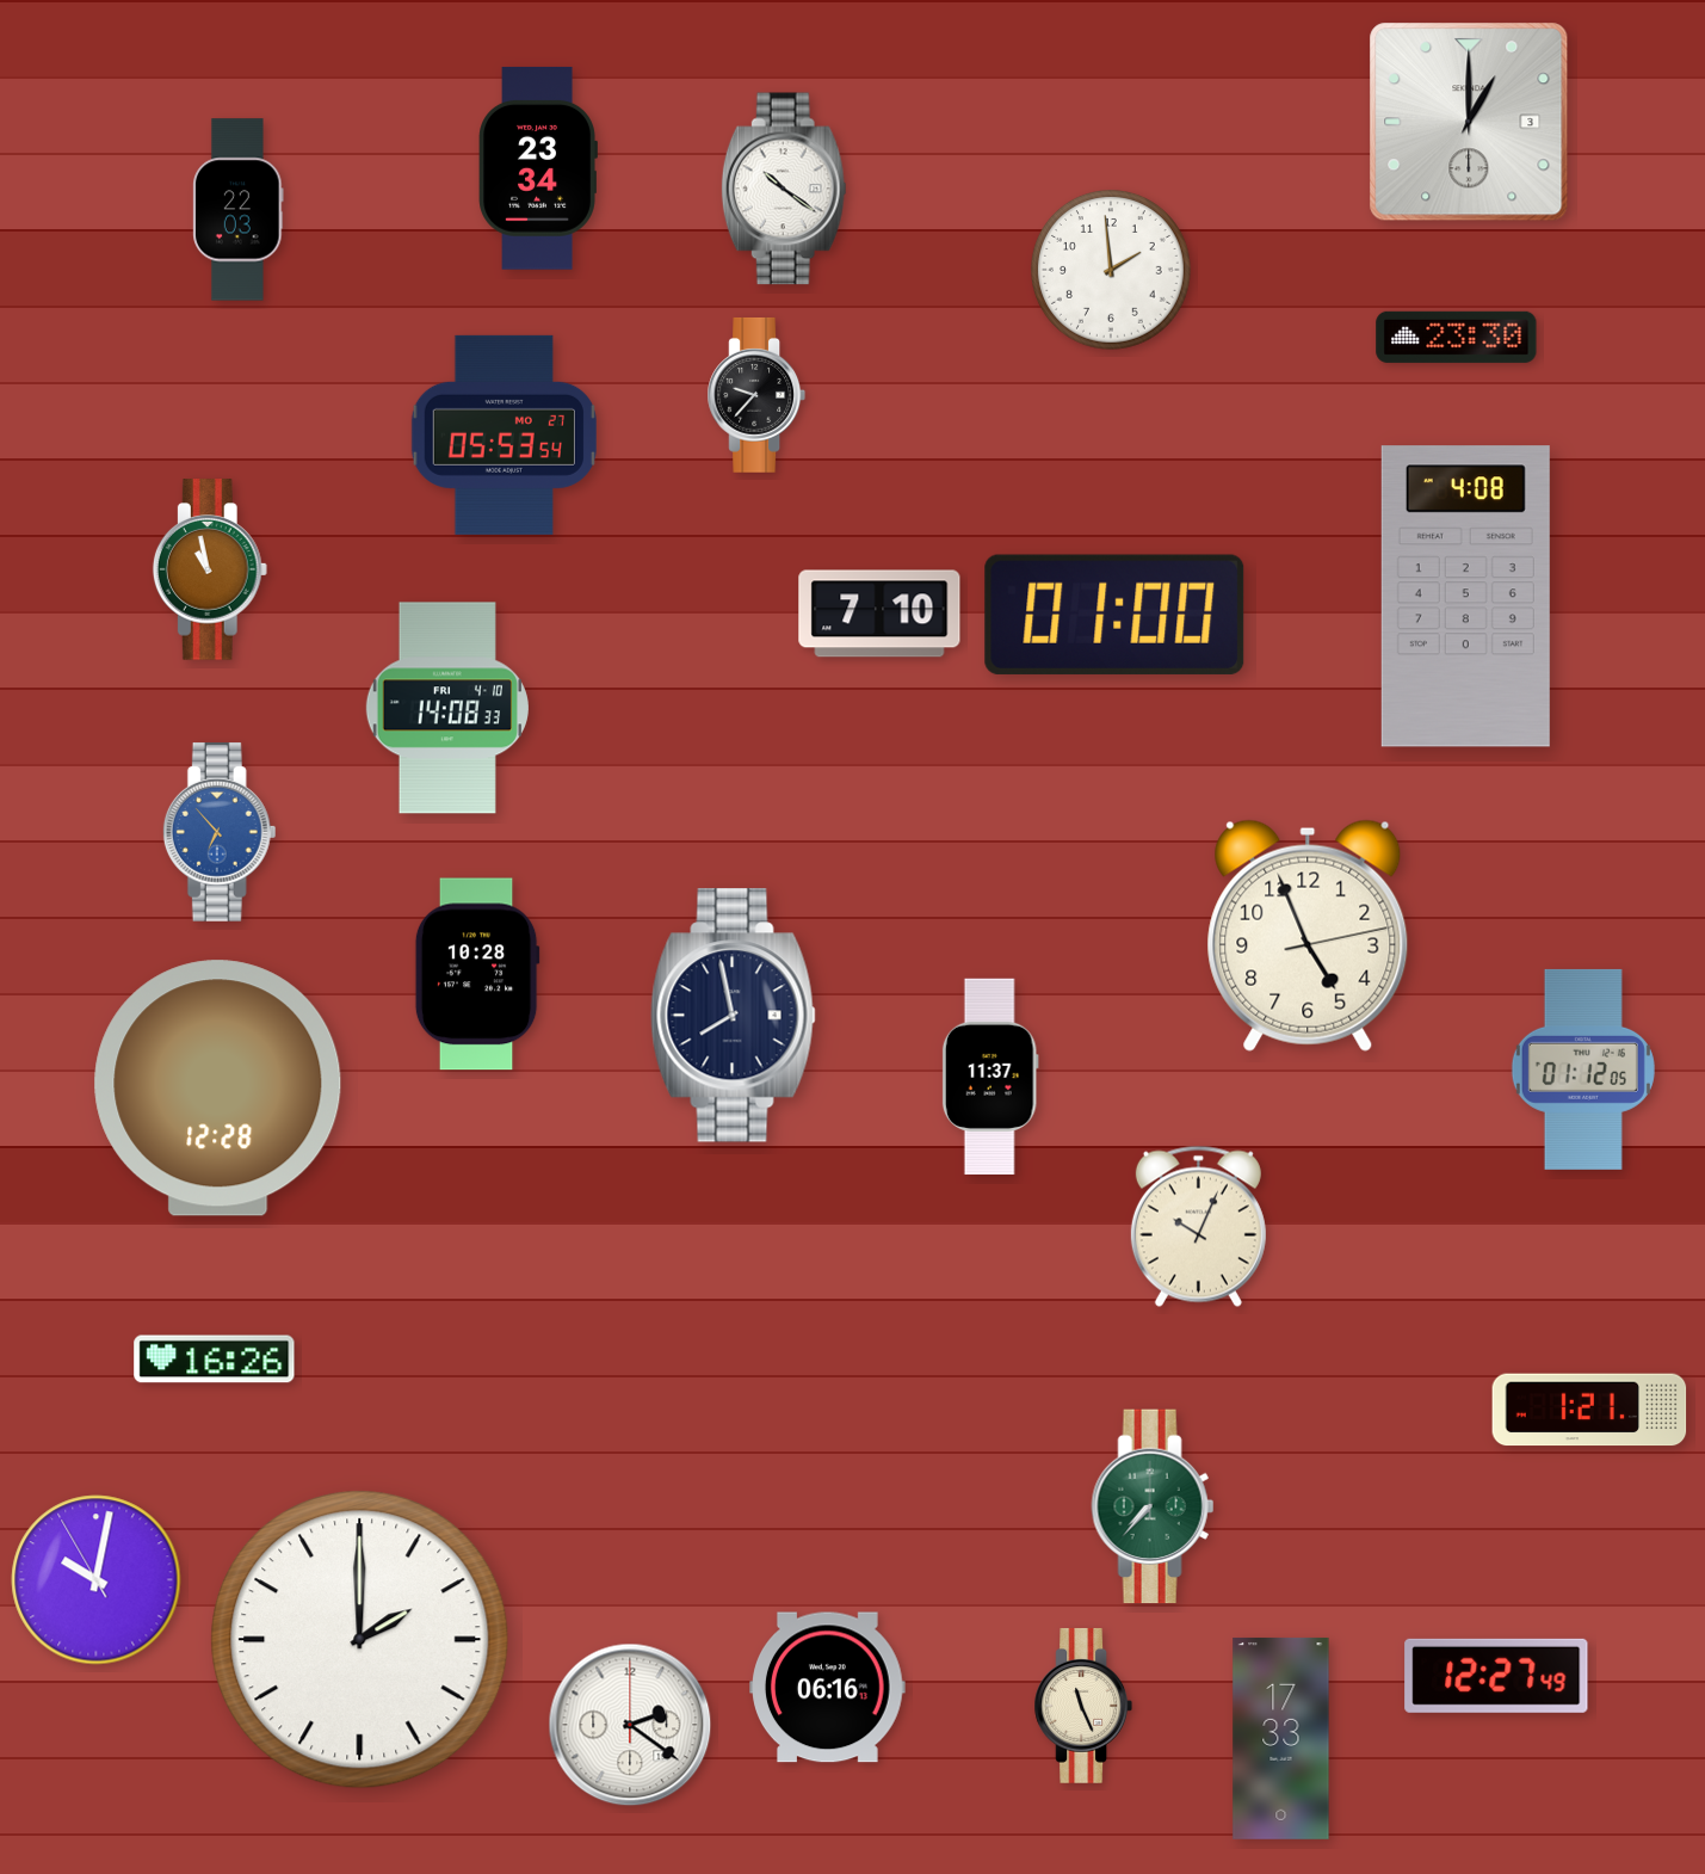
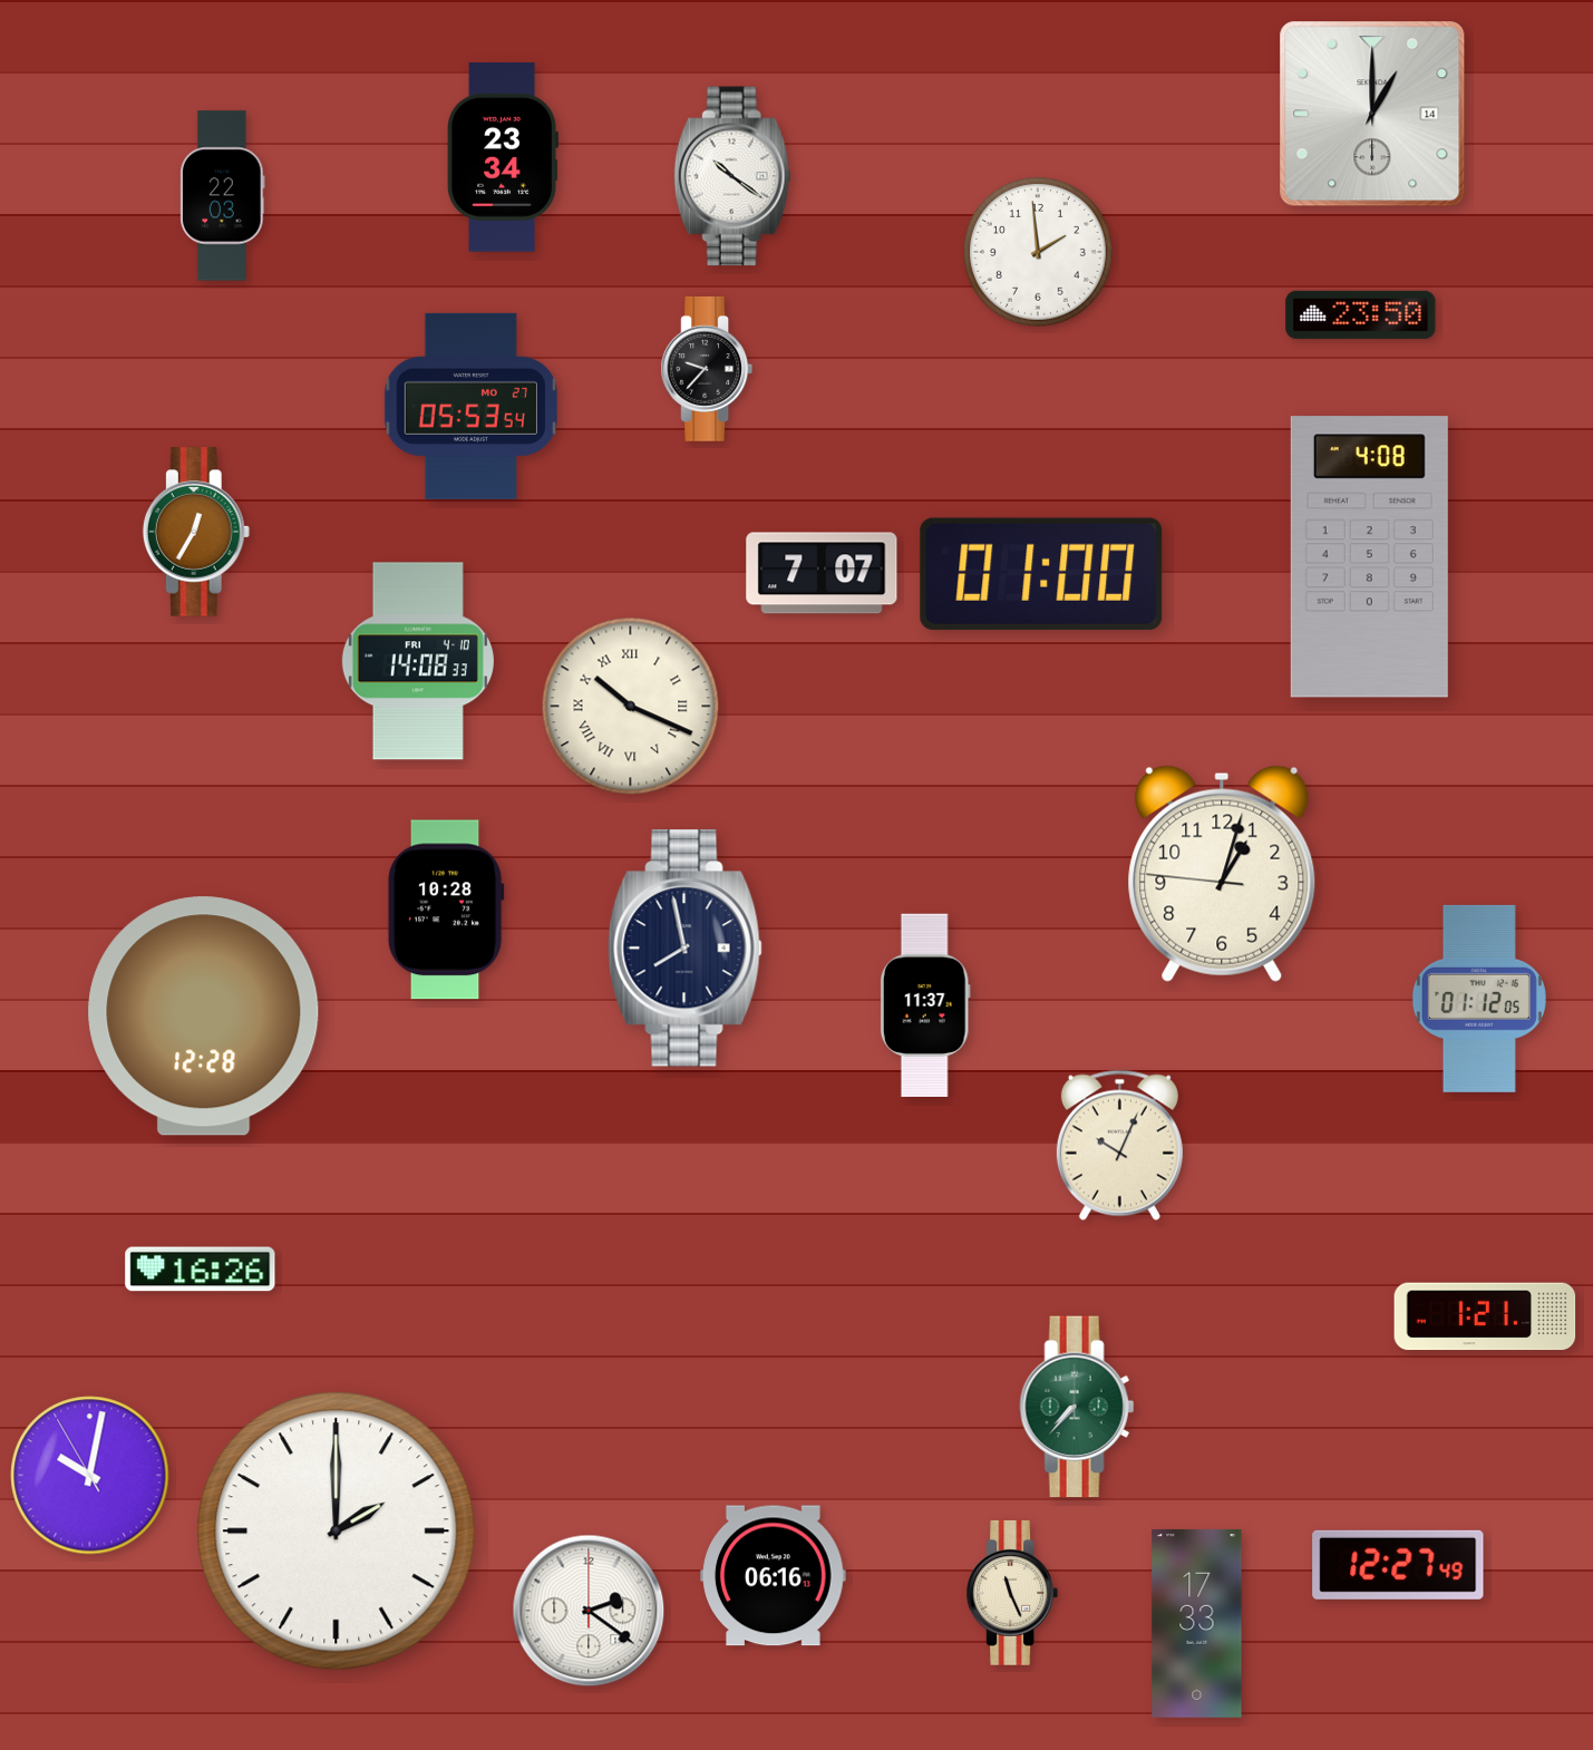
clock at (1469, 122) date: 3 -> 14
clock at (1457, 337): 23:30 -> 23:50
clock at (210, 569): 10:58 -> 12:35
clock at (879, 614): 7:10 -> 7:07
clock at (631, 707): none -> 10:19
clock at (220, 832): 6:53 -> none
clock at (1308, 936): 4:56 -> 1:02
